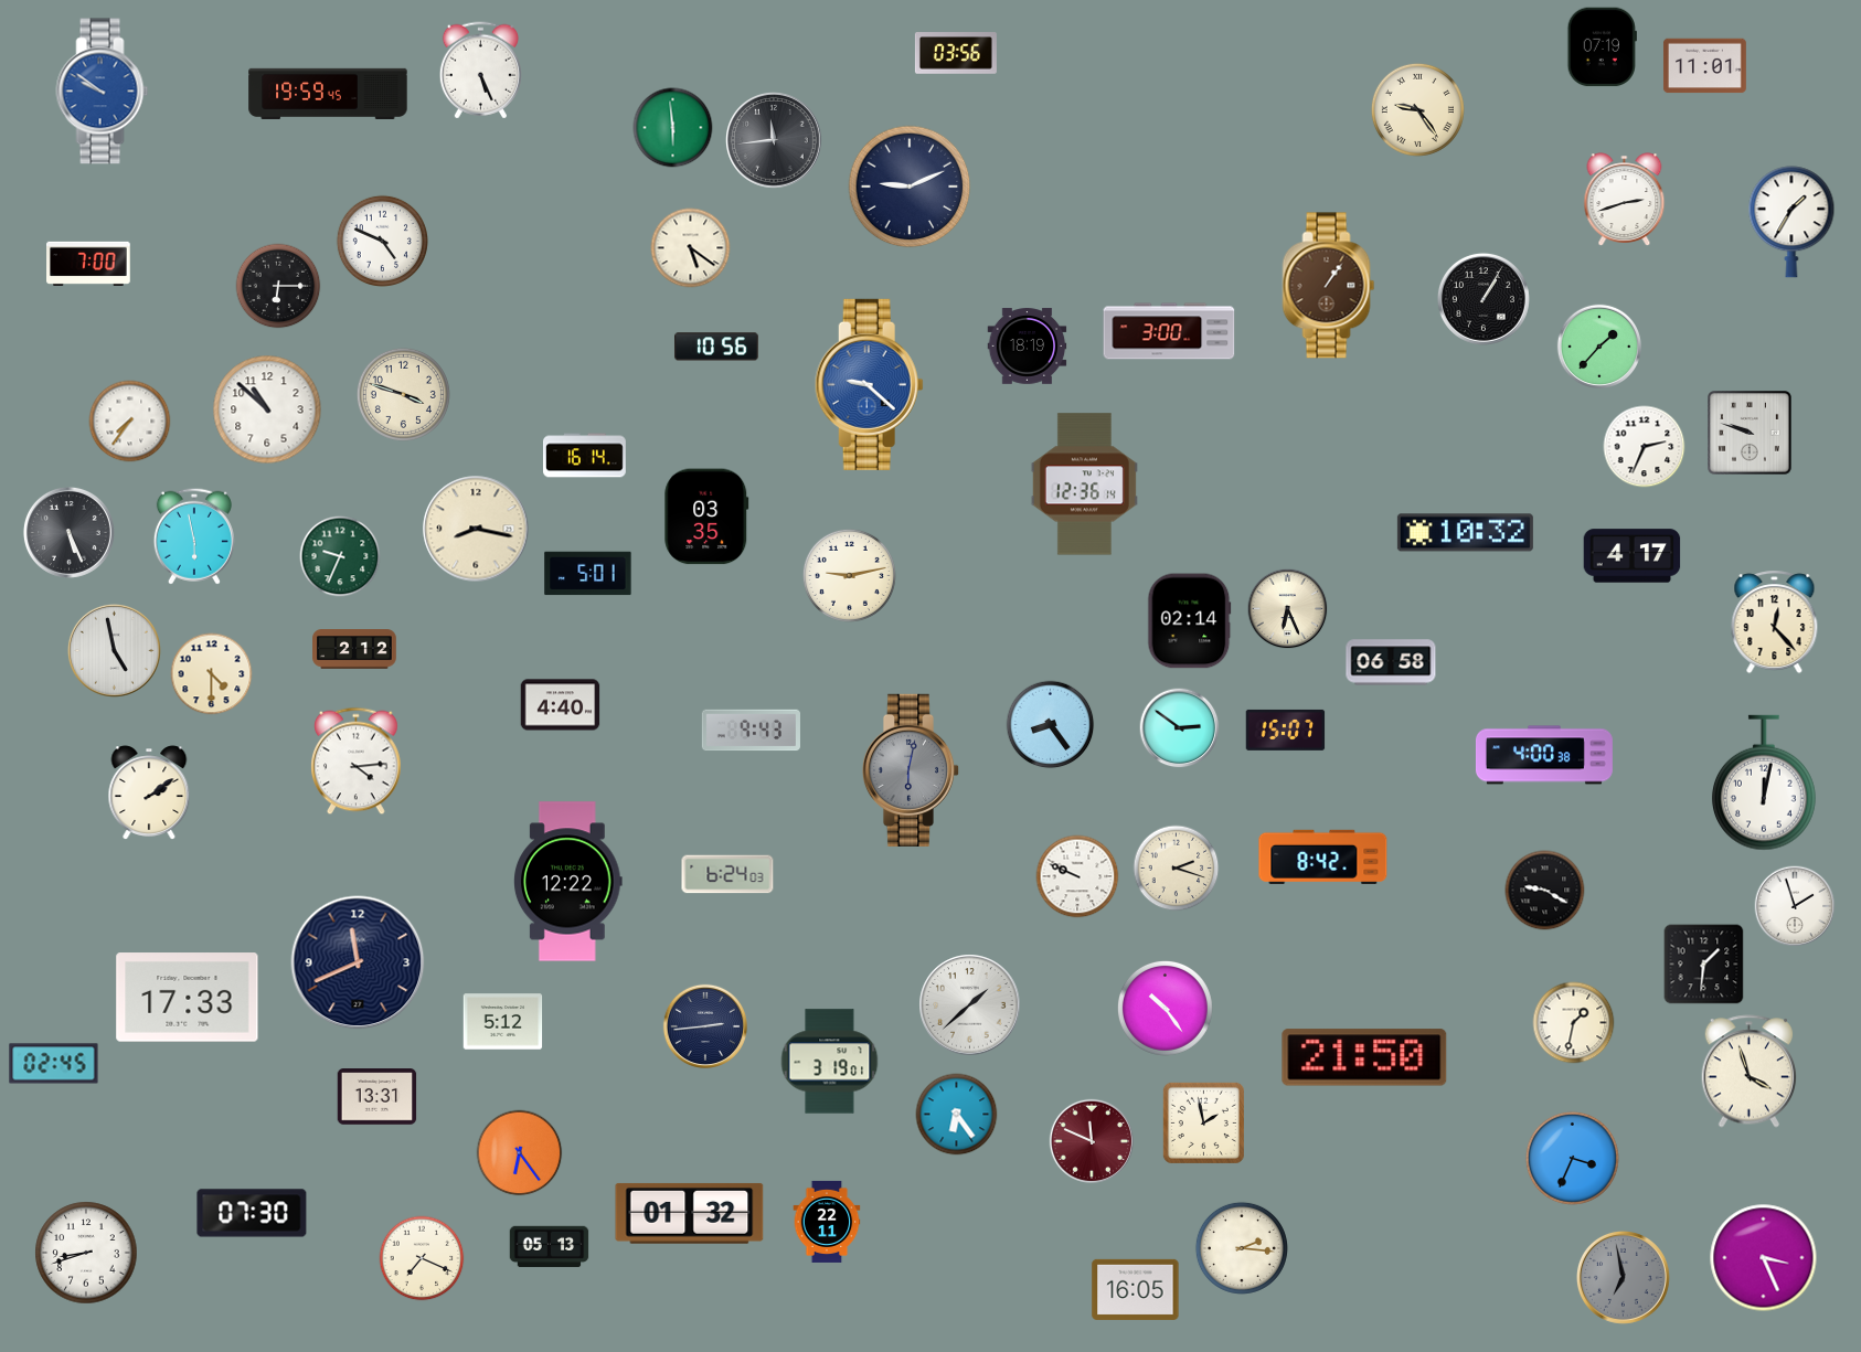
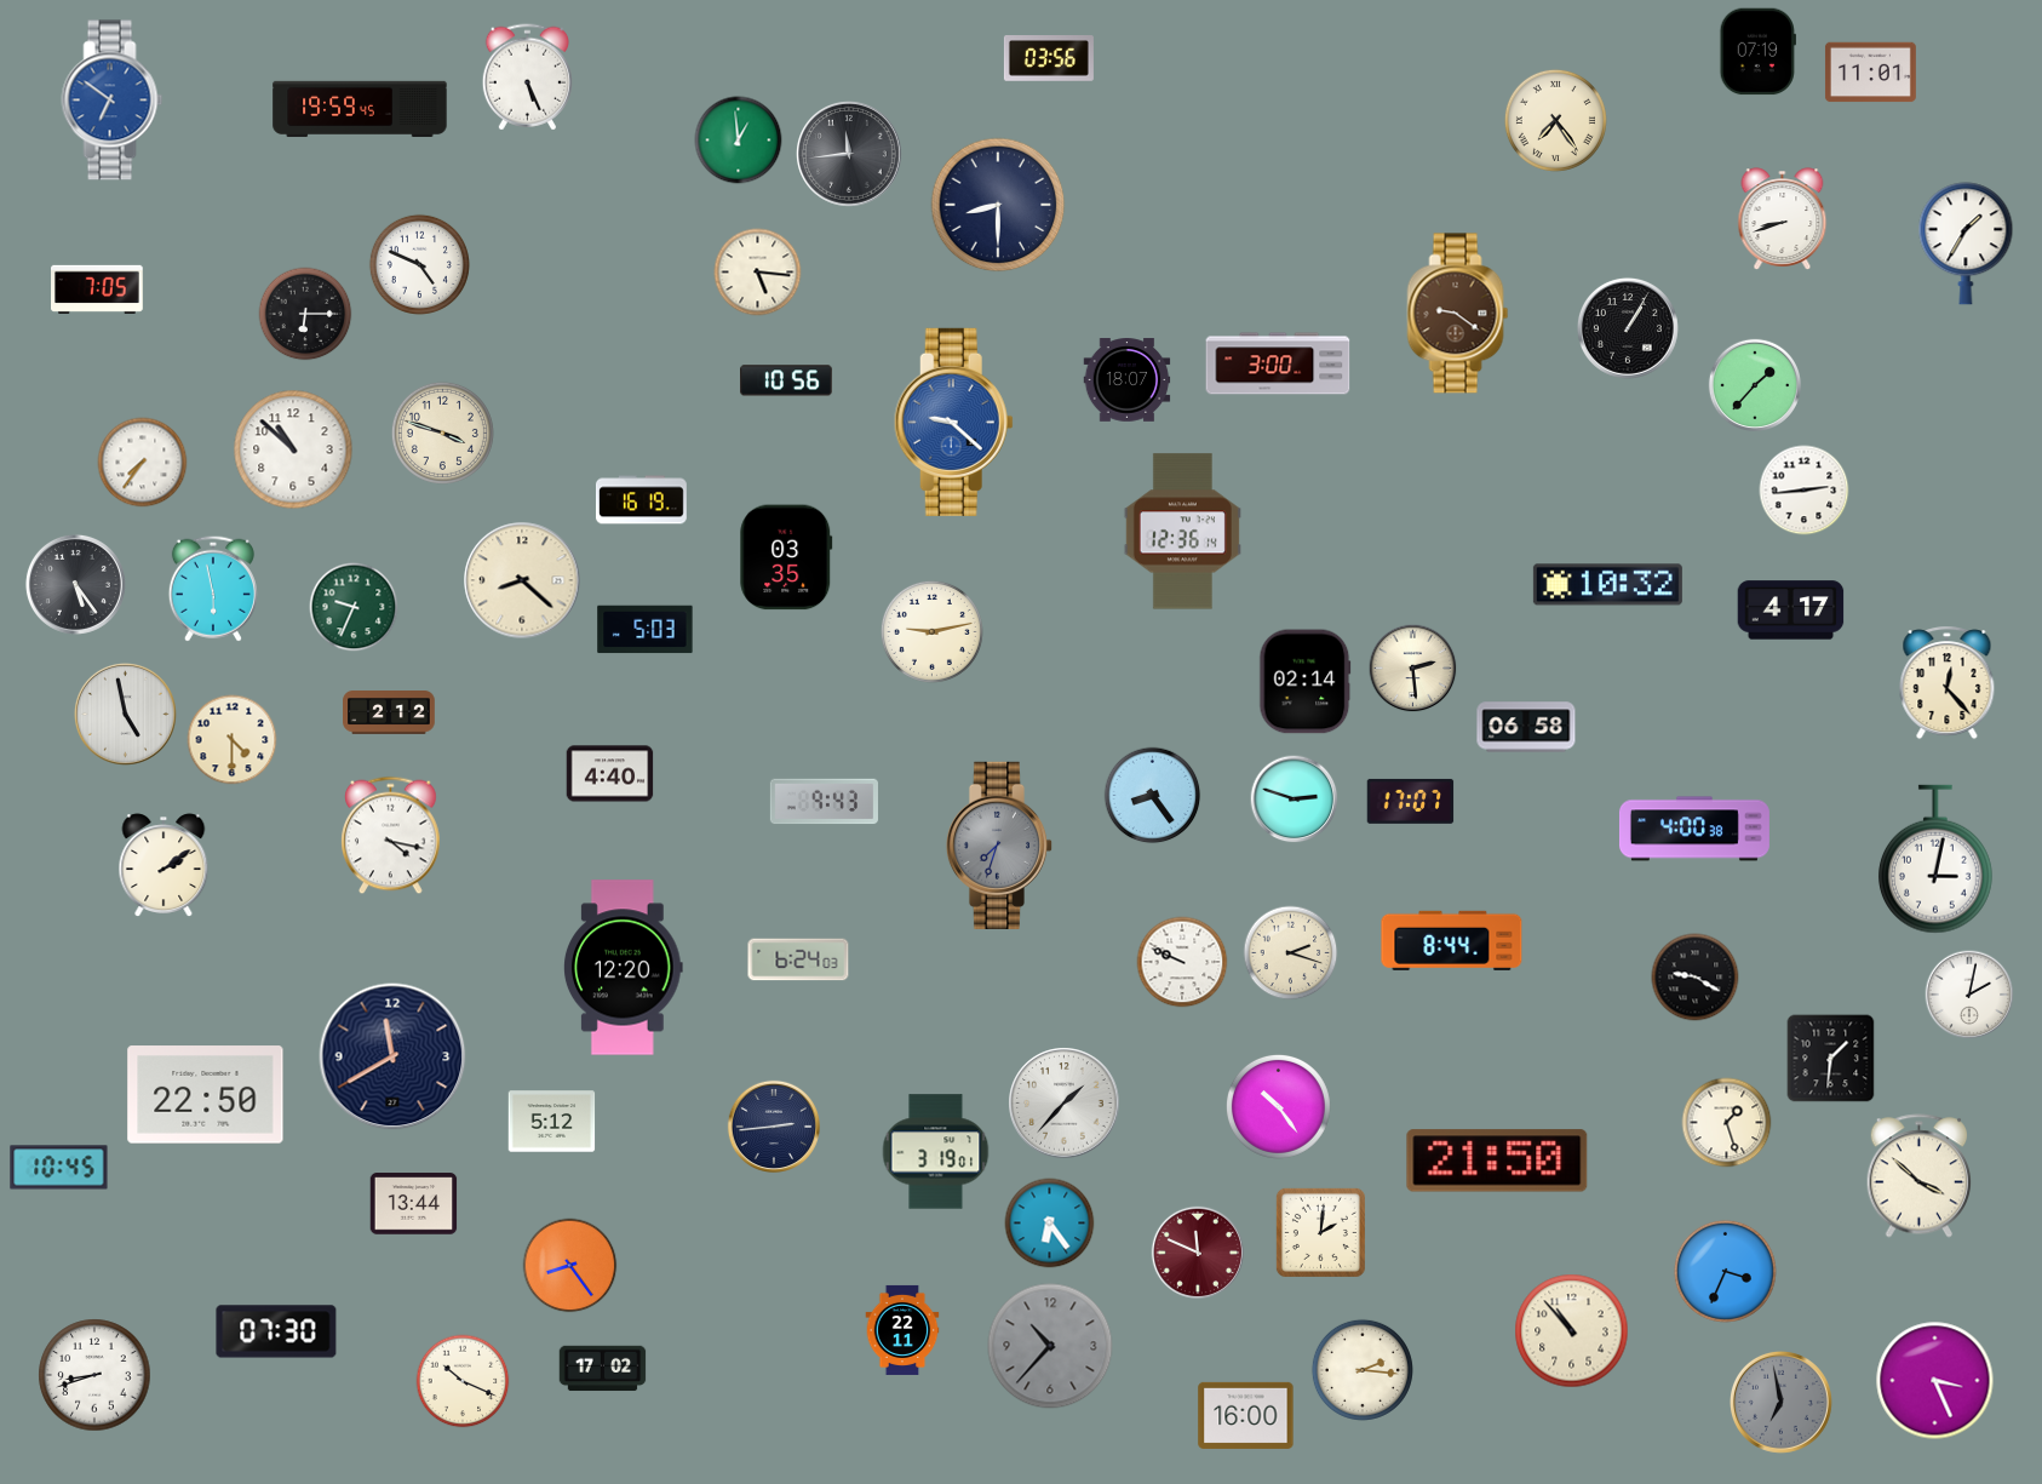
clock at (103, 92): 9:51 -> 6:51
clock at (328, 93) position: (328, 93) -> (360, 108)
clock at (1417, 109): 9:24 -> 7:24
clock at (673, 128): 5:59 -> 12:59
clock at (910, 187): 9:11 -> 8:30
clock at (1625, 200): 2:42 -> 8:42
clock at (691, 248): 5:21 -> 5:16
clock at (89, 264): 7:00 -> 7:05
clock at (1329, 286): 1:06 -> 9:21
clock at (1169, 331) position: (1169, 331) -> (1278, 363)
clock at (1598, 345) position: (1598, 345) -> (1754, 384)
clock at (1028, 347): 18:19 -> 18:07
clock at (1751, 434): 9:48 -> none
clock at (1645, 447): 2:34 -> 2:44
clock at (584, 456): 16:14 -> 16:19
clock at (1084, 485) position: (1084, 485) -> (1182, 532)
clock at (706, 517) position: (706, 517) -> (786, 557)
clock at (476, 529): 8:17 -> 8:22
clock at (68, 532): 5:26 -> 5:24
clock at (340, 556) position: (340, 556) -> (354, 607)
clock at (588, 574): 5:01 -> 5:03
clock at (1288, 609): 6:26 -> 2:29
clock at (561, 705) position: (561, 705) -> (610, 774)
clock at (1180, 728): 2:51 -> 2:48
clock at (1286, 730): 15:07 -> 17:07
clock at (357, 762): 4:14 -> 4:17
clock at (911, 770): 6:02 -> 7:33
clock at (1764, 783): 12:02 -> 3:02
clock at (149, 792) position: (149, 792) -> (164, 865)
clock at (1323, 856): 8:42 -> 8:44
clock at (568, 882): 12:22 -> 12:20
clock at (1795, 906): 1:57 -> 2:02
clock at (358, 962): 11:41 -> 11:40
clock at (1704, 965) position: (1704, 965) -> (1831, 1059)
clock at (188, 998): 17:33 -> 22:50
clock at (970, 1005): 1:38 -> 1:37
clock at (1574, 1023): 1:32 -> 1:27
clock at (830, 1062) position: (830, 1062) -> (936, 1152)
clock at (54, 1064): 02:45 -> 10:45
clock at (1750, 1072): 3:57 -> 3:52
clock at (377, 1097): 13:31 -> 13:44
clock at (1203, 1122): 1:58 -> 2:01
clock at (520, 1153): 6:24 -> 8:24
clock at (690, 1213): 01:32 -> none
clock at (1572, 1331): none -> 10:53
clock at (827, 1222) position: (827, 1222) -> (902, 1330)
clock at (1050, 1346): none -> 10:37
clock at (550, 1247): 05:13 -> 17:02
clock at (422, 1258): 7:19 -> 10:19
clock at (1136, 1289): 16:05 -> 16:00
